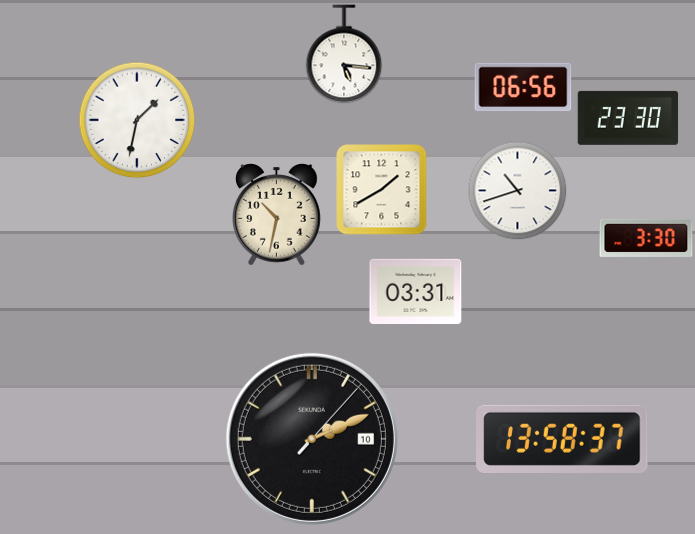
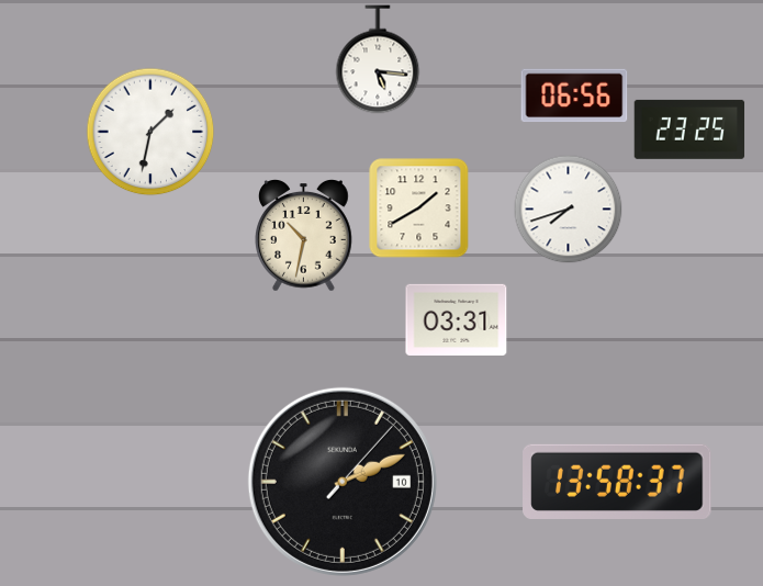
clock at (628, 118): 23:30 -> 23:25
clock at (518, 191): 10:42 -> 7:42
clock at (646, 238): 3:30 -> none
